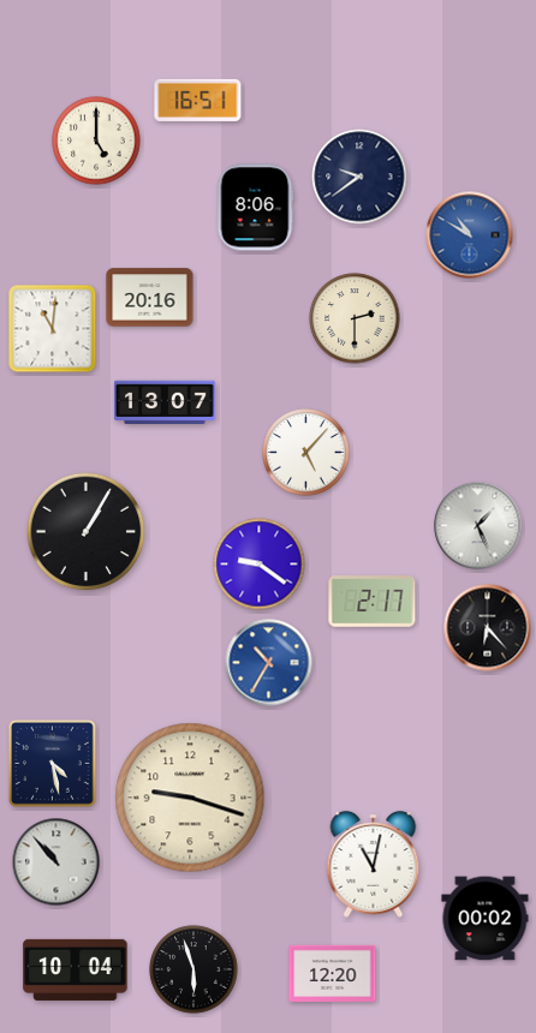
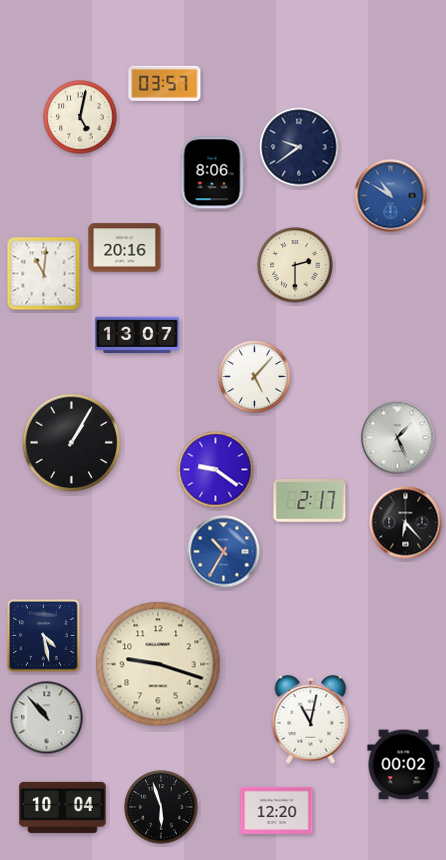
clock at (198, 100): 16:51 -> 03:57
clock at (96, 141): 5:00 -> 5:02
